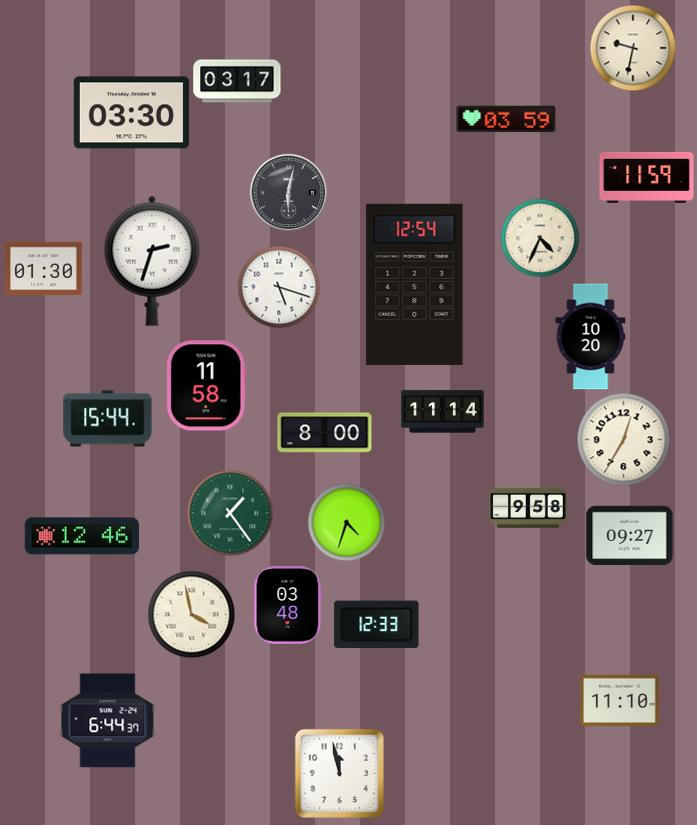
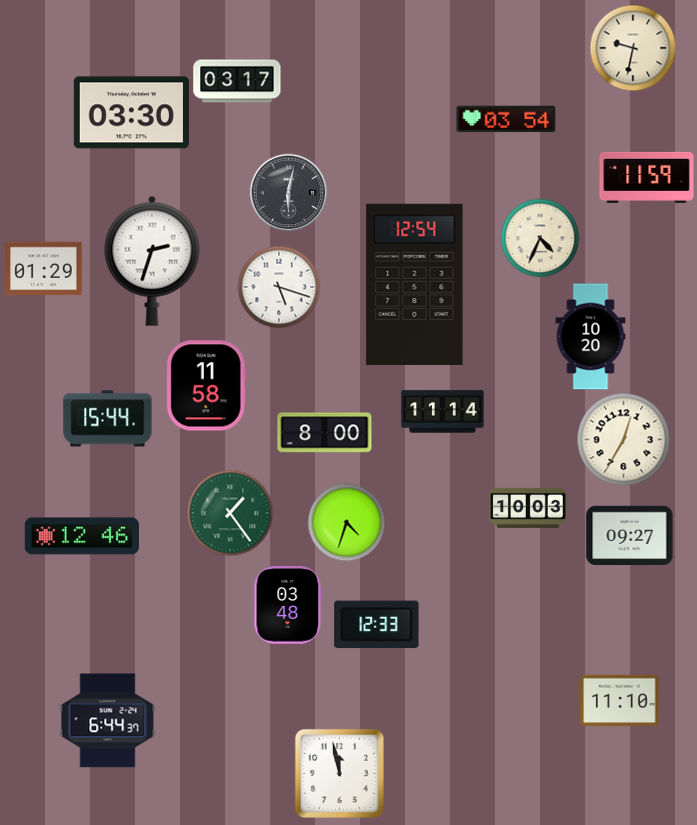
clock at (506, 119): 03:59 -> 03:54
clock at (44, 269): 01:30 -> 01:29
clock at (528, 508): 9:58 -> 10:03
clock at (191, 614): 3:58 -> none
